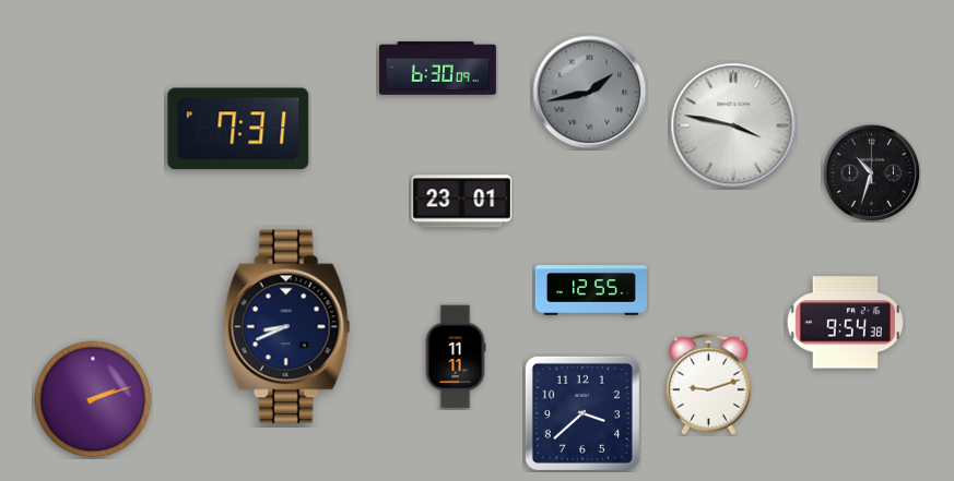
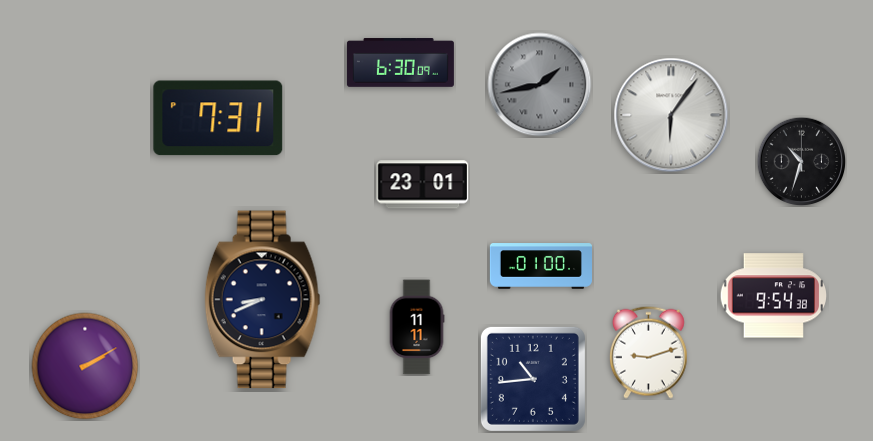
clock at (733, 125): 3:47 -> 6:06
clock at (871, 172) position: (871, 172) -> (801, 161)
clock at (590, 290): 12:55 -> 01:00
clock at (93, 399): 2:12 -> 2:10
clock at (582, 413): 3:38 -> 10:44
